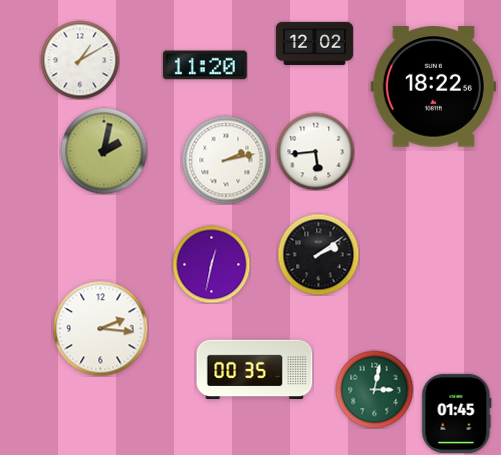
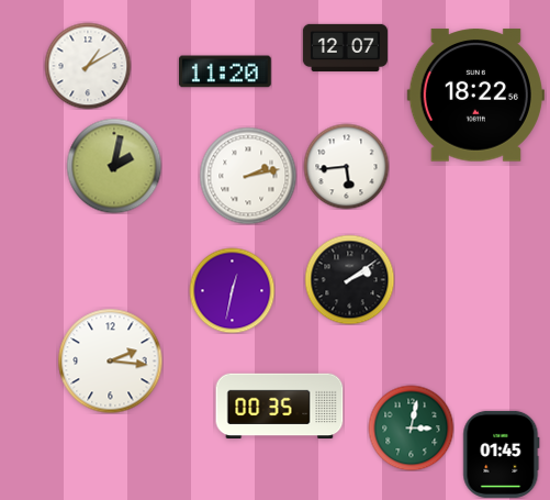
clock at (314, 43): 12:02 -> 12:07
